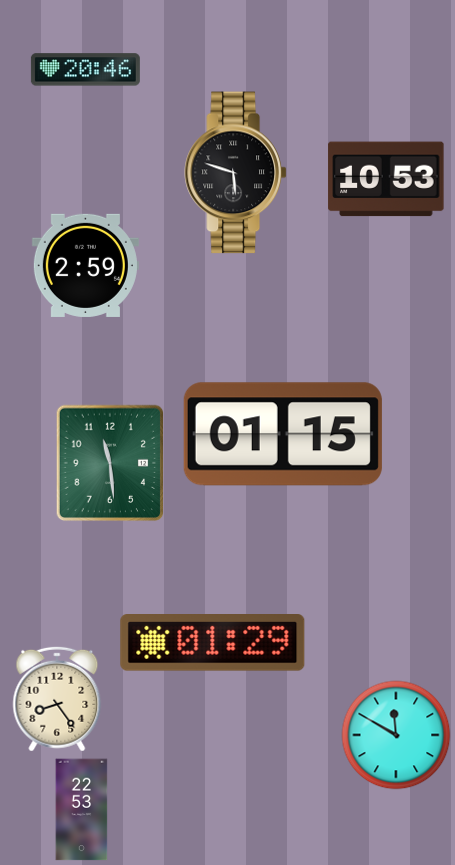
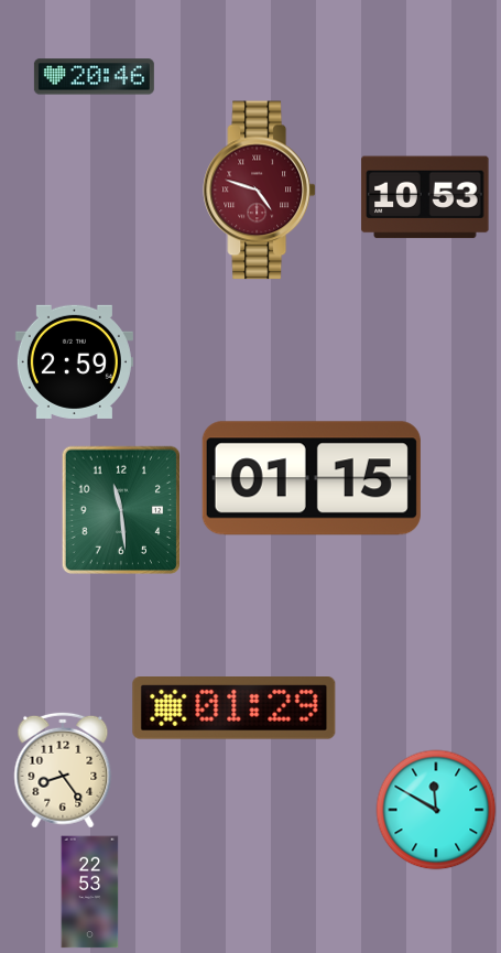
clock at (236, 173): 5:48 -> 4:48
clock at (236, 173) dial: black -> burgundy
clock at (85, 265) position: (85, 265) -> (74, 361)
